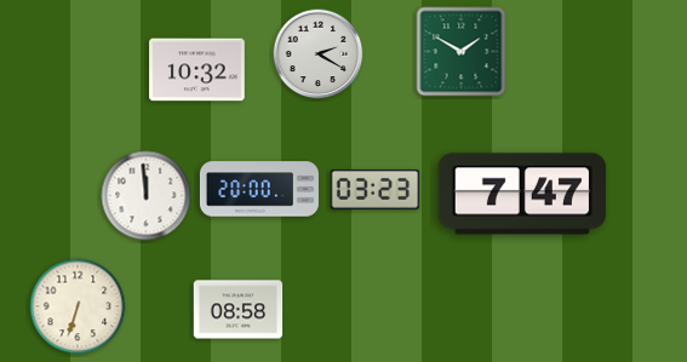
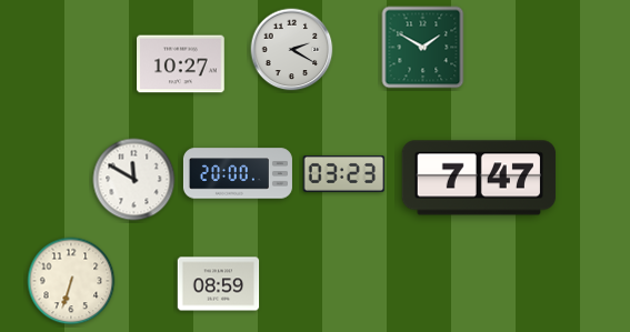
clock at (197, 70): 10:32 -> 10:27
clock at (147, 196): 11:59 -> 11:50
clock at (239, 310): 08:58 -> 08:59
